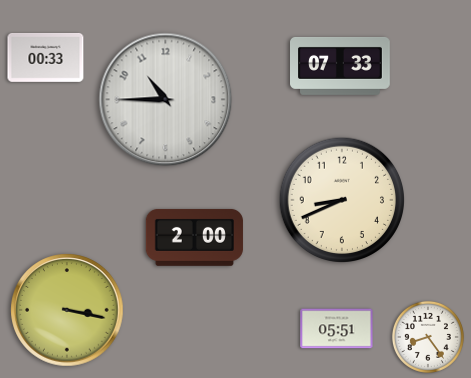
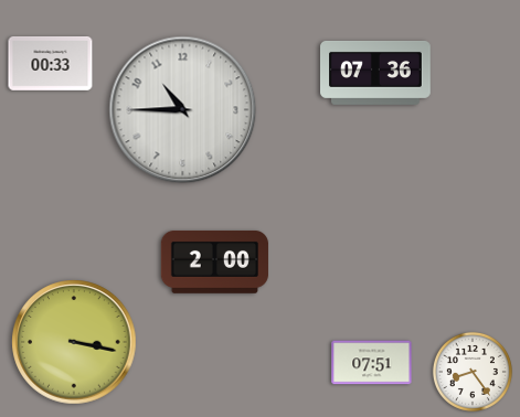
clock at (341, 66): 07:33 -> 07:36
clock at (342, 200): 8:41 -> none
clock at (337, 329): 05:51 -> 07:51
